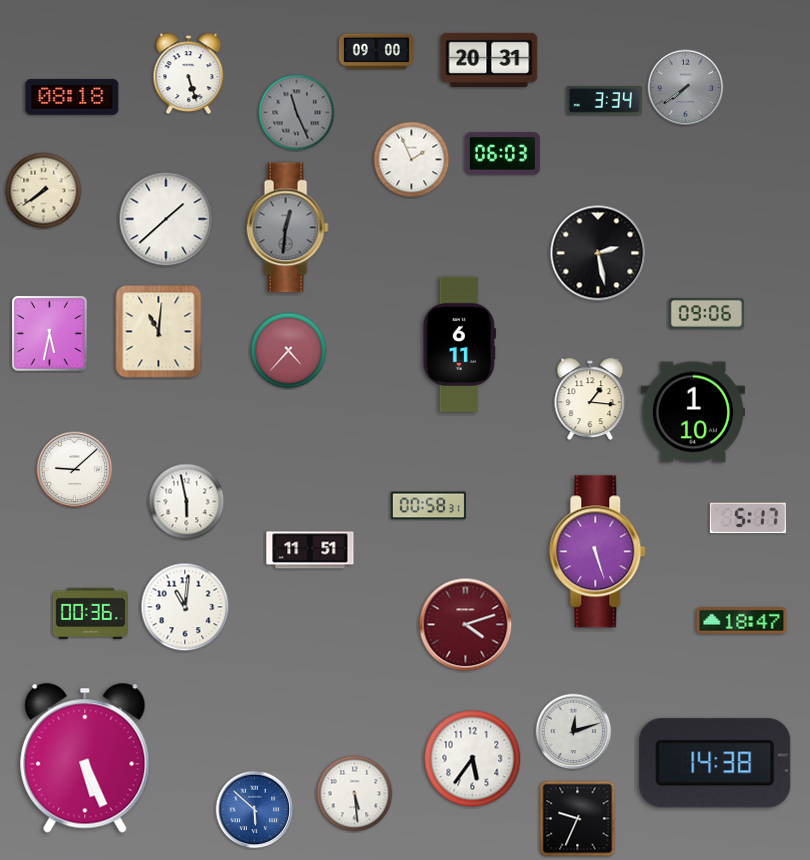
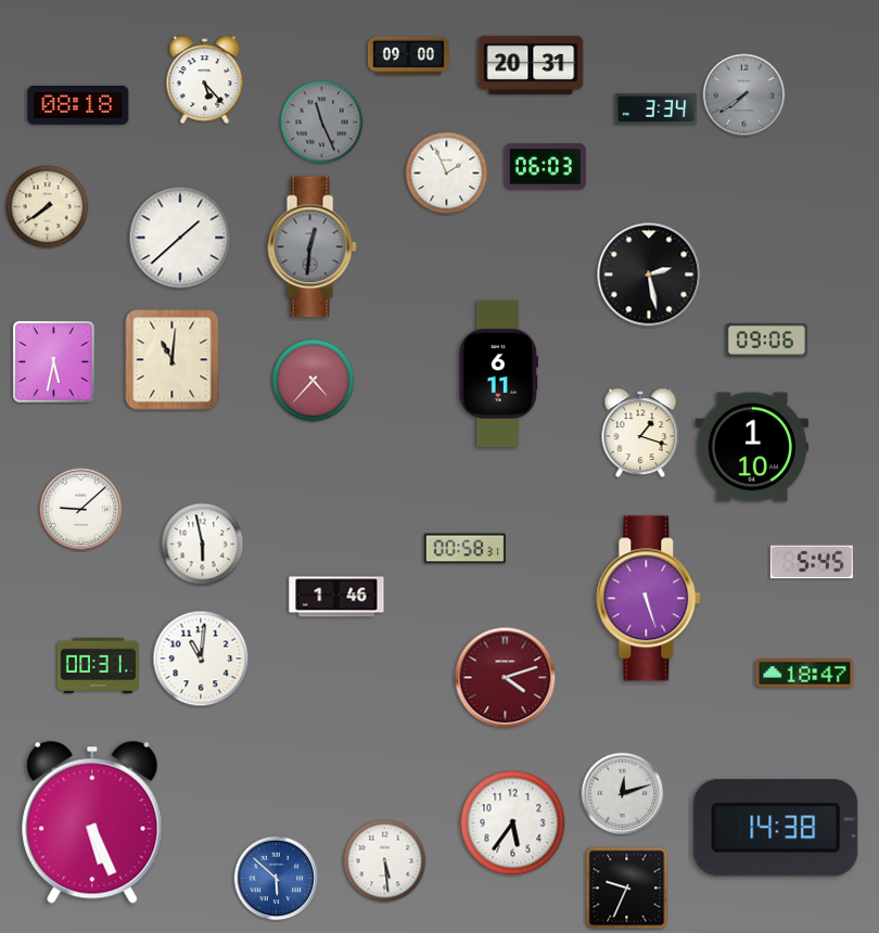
clock at (189, 74): 5:27 -> 5:23
clock at (590, 399): 1:16 -> 1:18
clock at (748, 518): 5:17 -> 5:45
clock at (310, 550): 11:51 -> 1:46
clock at (90, 613): 00:36 -> 00:31
